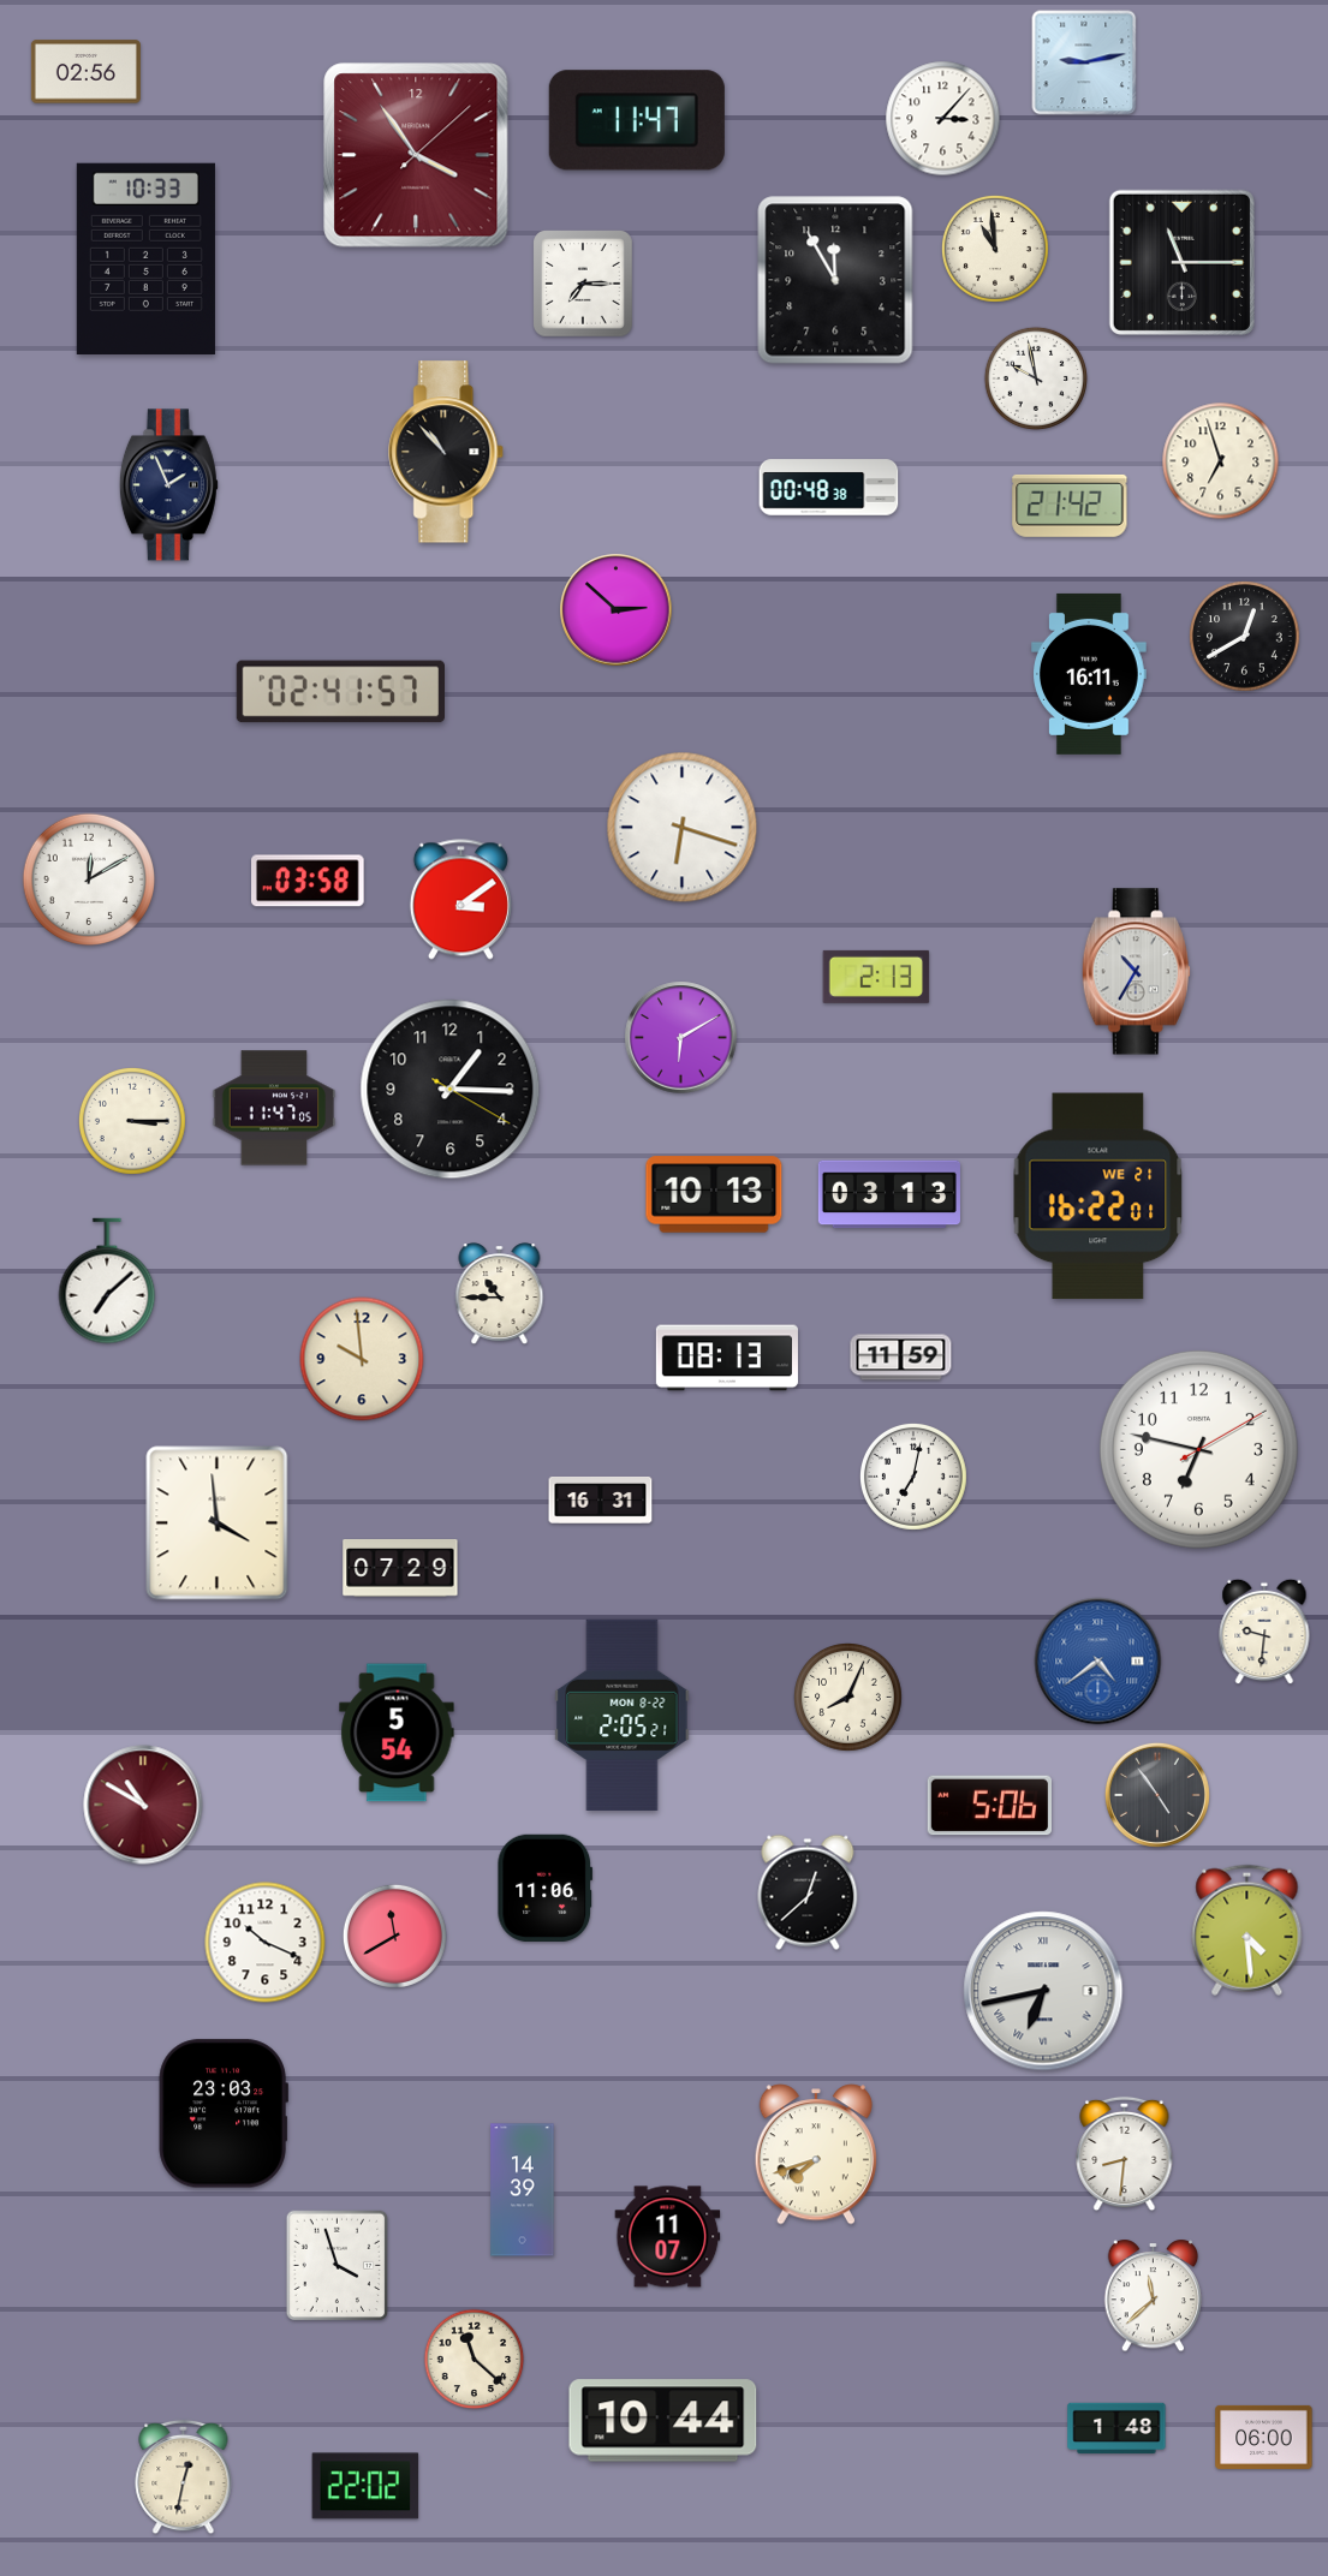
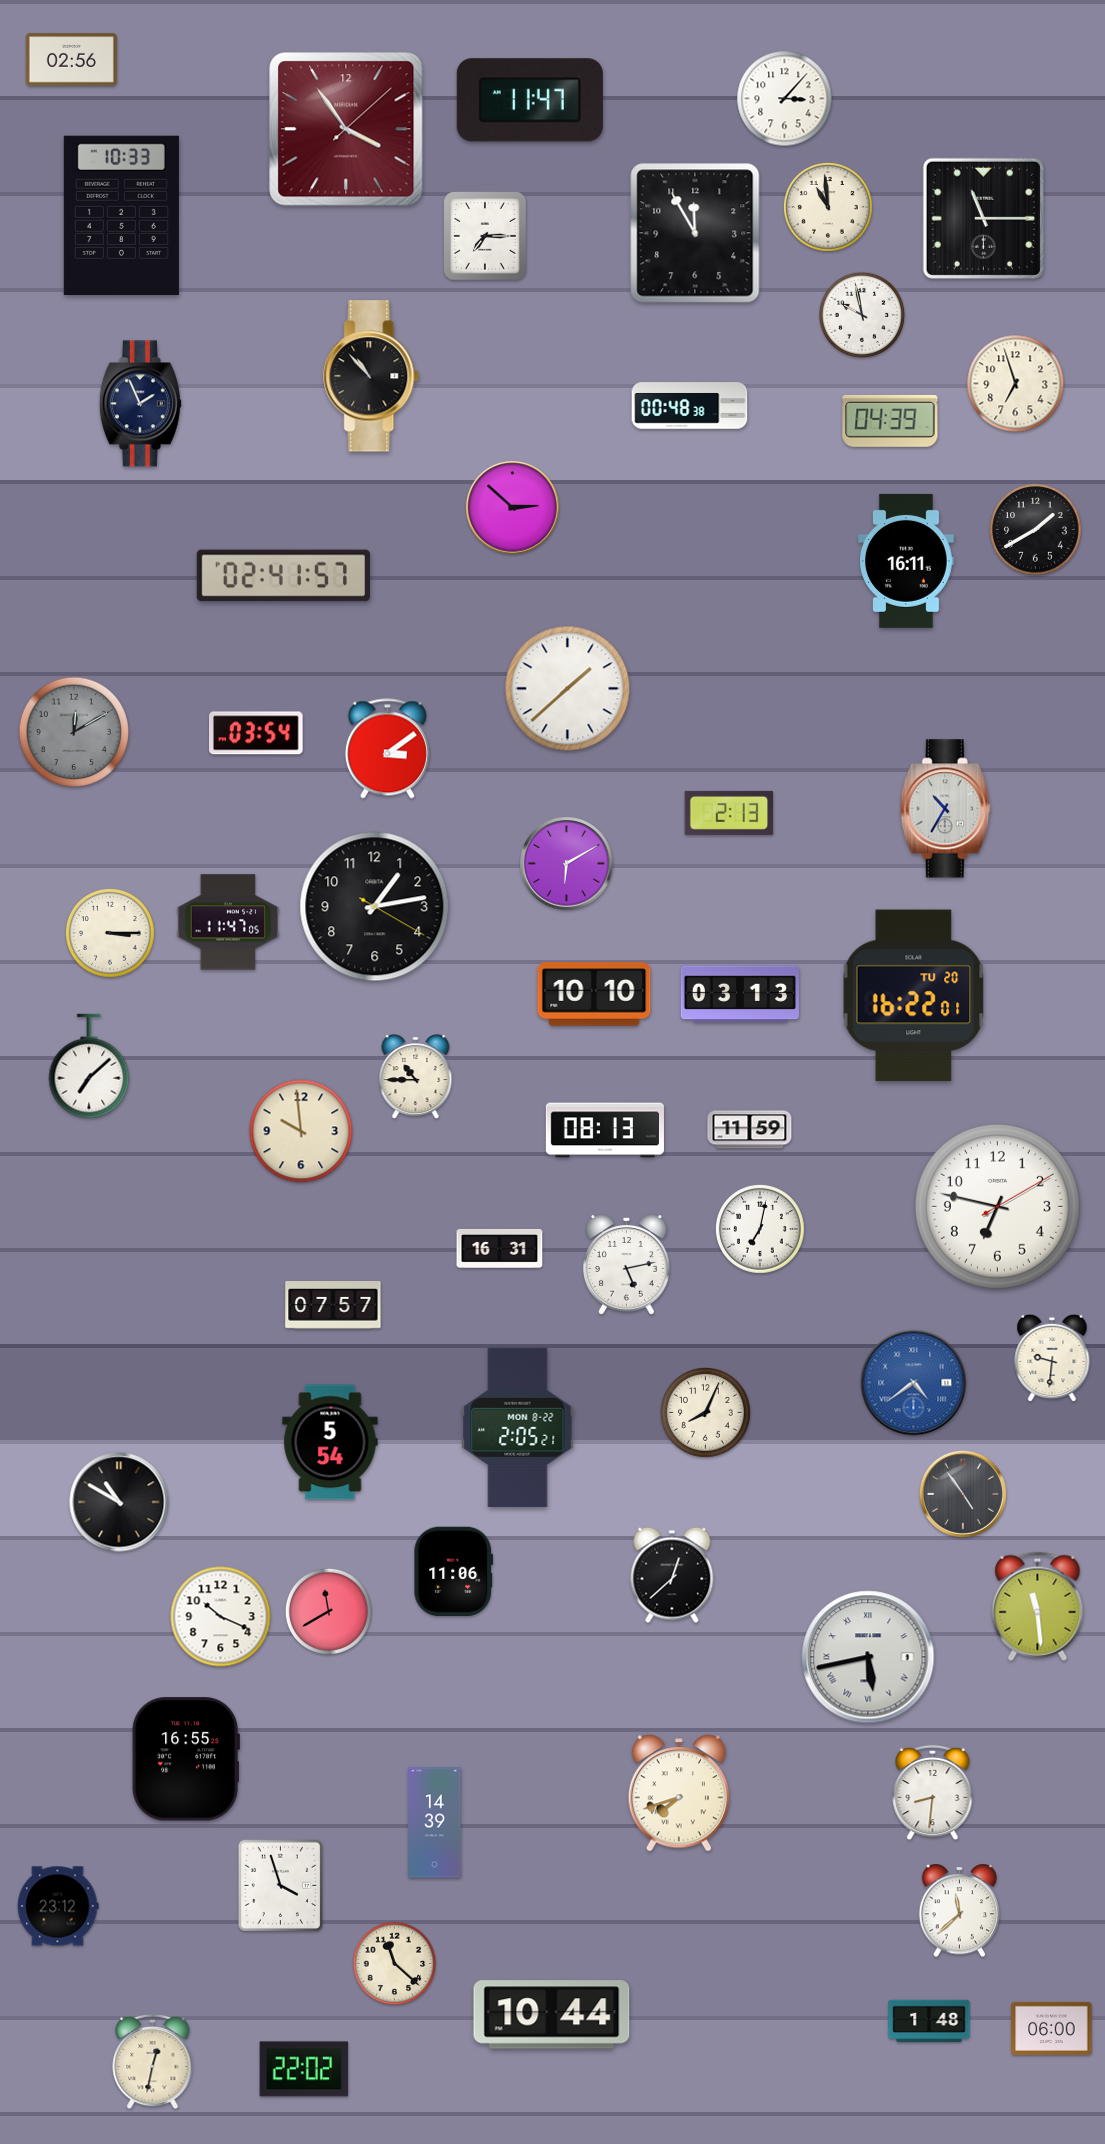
clock at (1084, 62): 9:13 -> none
clock at (1070, 506): 21:42 -> 04:39
clock at (1245, 637): 12:40 -> 1:40
clock at (683, 828): 6:18 -> 1:38
clock at (89, 879) dial: white -> grey
clock at (309, 881): 03:58 -> 03:54
clock at (460, 900) position: (460, 900) -> (387, 749)
clock at (451, 1090): 1:15 -> 1:13
clock at (714, 1194): 10:13 -> 10:10
clock at (1098, 1197) date: WE 21 -> TU 20
clock at (627, 1265): none -> 5:13
clock at (218, 1523): 3:59 -> none
clock at (400, 1569): 07:29 -> 07:57
clock at (143, 1805) dial: burgundy -> black
clock at (989, 1806): 5:06 -> none
clock at (1247, 1930): 4:29 -> 11:29
clock at (1043, 1991): 6:43 -> 5:43
clock at (224, 2113): 23:03 -> 16:55
clock at (1125, 2154) position: (1125, 2154) -> (933, 1793)
clock at (668, 2237): 11:07 -> none
clock at (58, 1906): none -> 23:12
